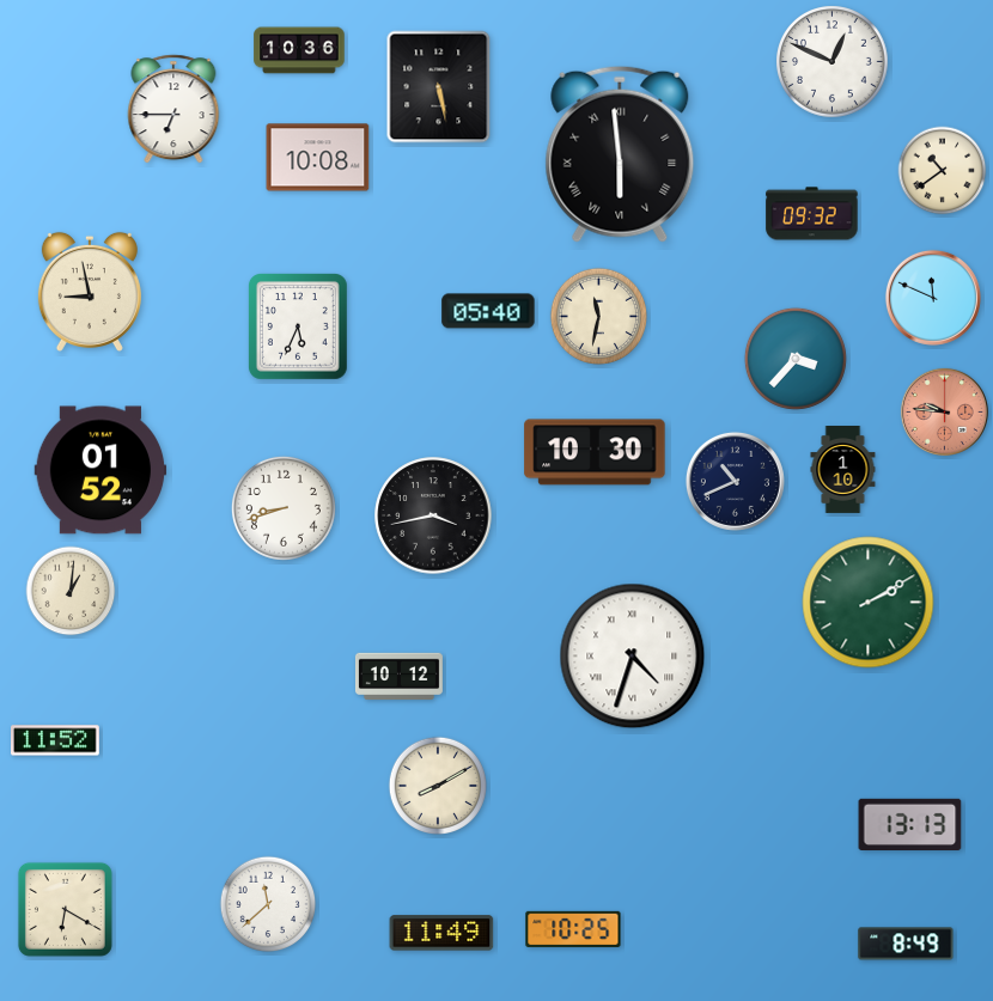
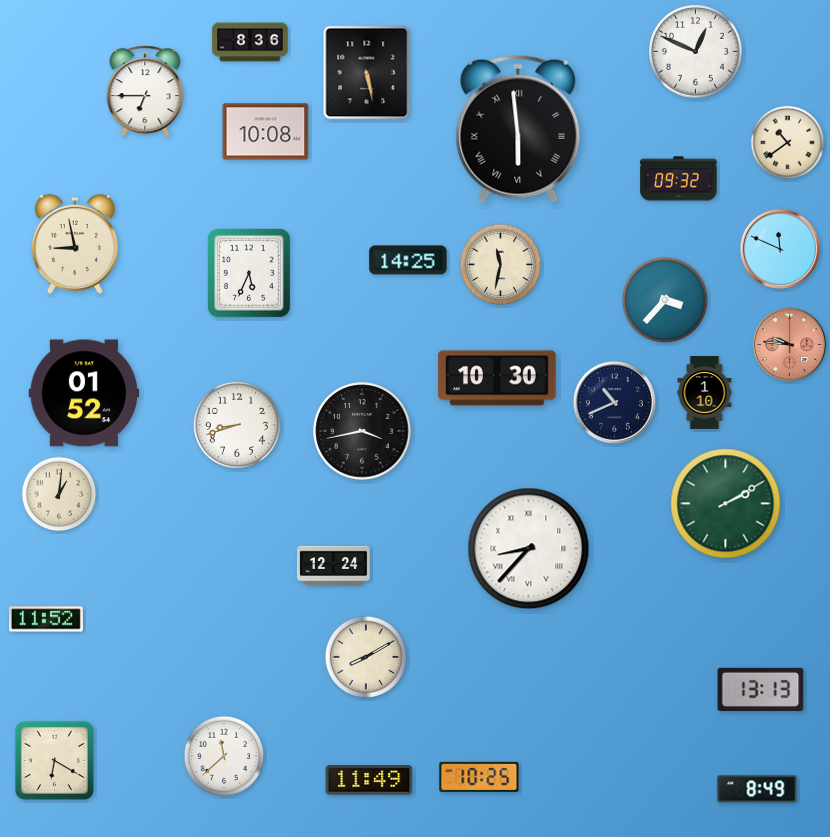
clock at (299, 50): 10:36 -> 8:36
clock at (488, 311): 05:40 -> 14:25
clock at (633, 657): 4:33 -> 8:37
clock at (398, 677): 10:12 -> 12:24
